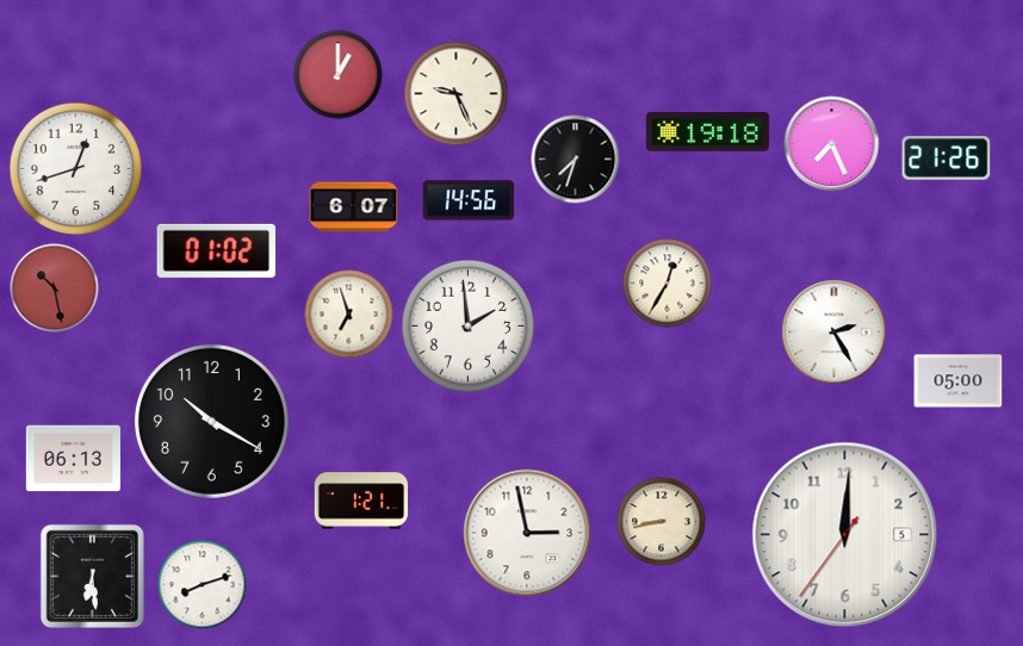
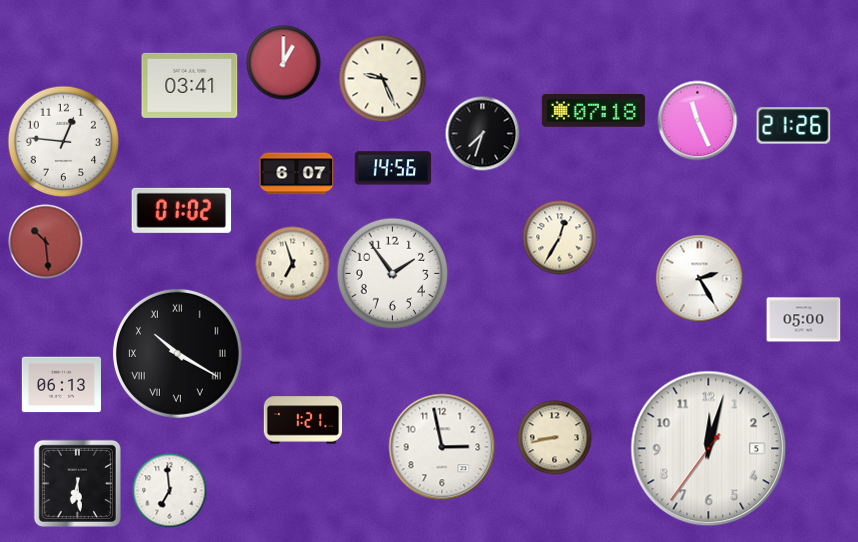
clock at (190, 85): none -> 03:41
clock at (707, 132): 19:18 -> 07:18
clock at (832, 144): 7:26 -> 11:26
clock at (947, 159) position: (947, 159) -> (794, 126)
clock at (76, 169): 12:42 -> 12:46
clock at (55, 288): 10:28 -> 10:29
clock at (469, 327): 1:59 -> 1:54
clock at (211, 421) numerals: Arabic -> Roman
clock at (845, 535): 12:00 -> 12:02
clock at (203, 585): 8:12 -> 6:59
